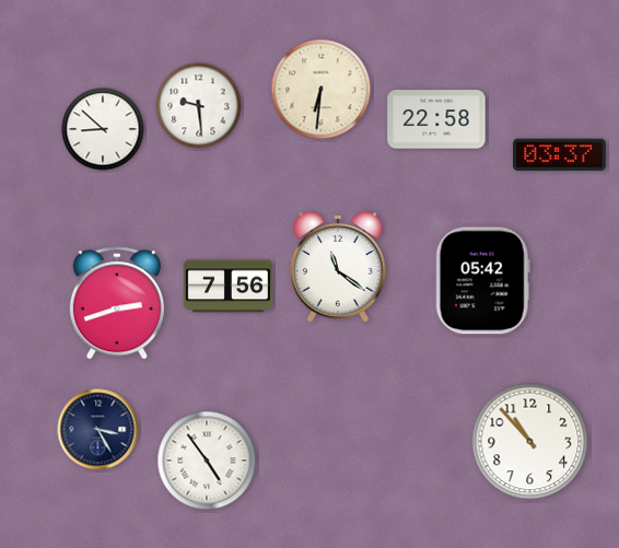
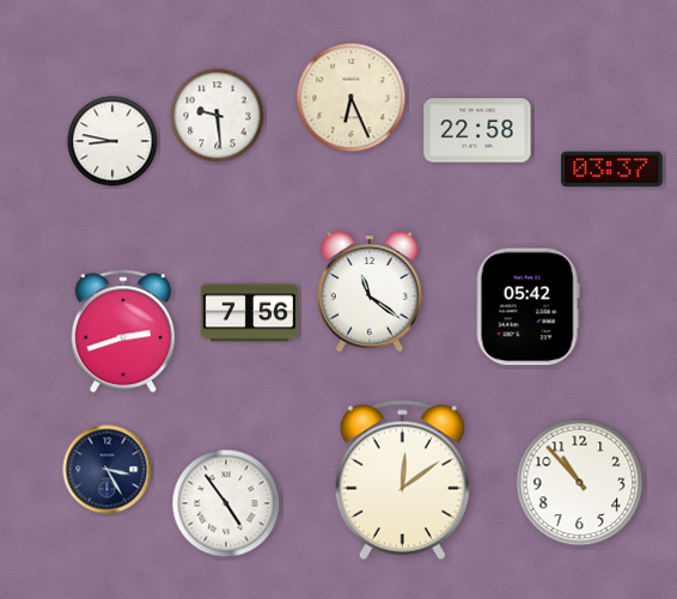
clock at (322, 90): 6:31 -> 6:26
clock at (103, 129): 8:52 -> 8:47
clock at (117, 303) position: (117, 303) -> (123, 331)
clock at (402, 481): none -> 12:09
